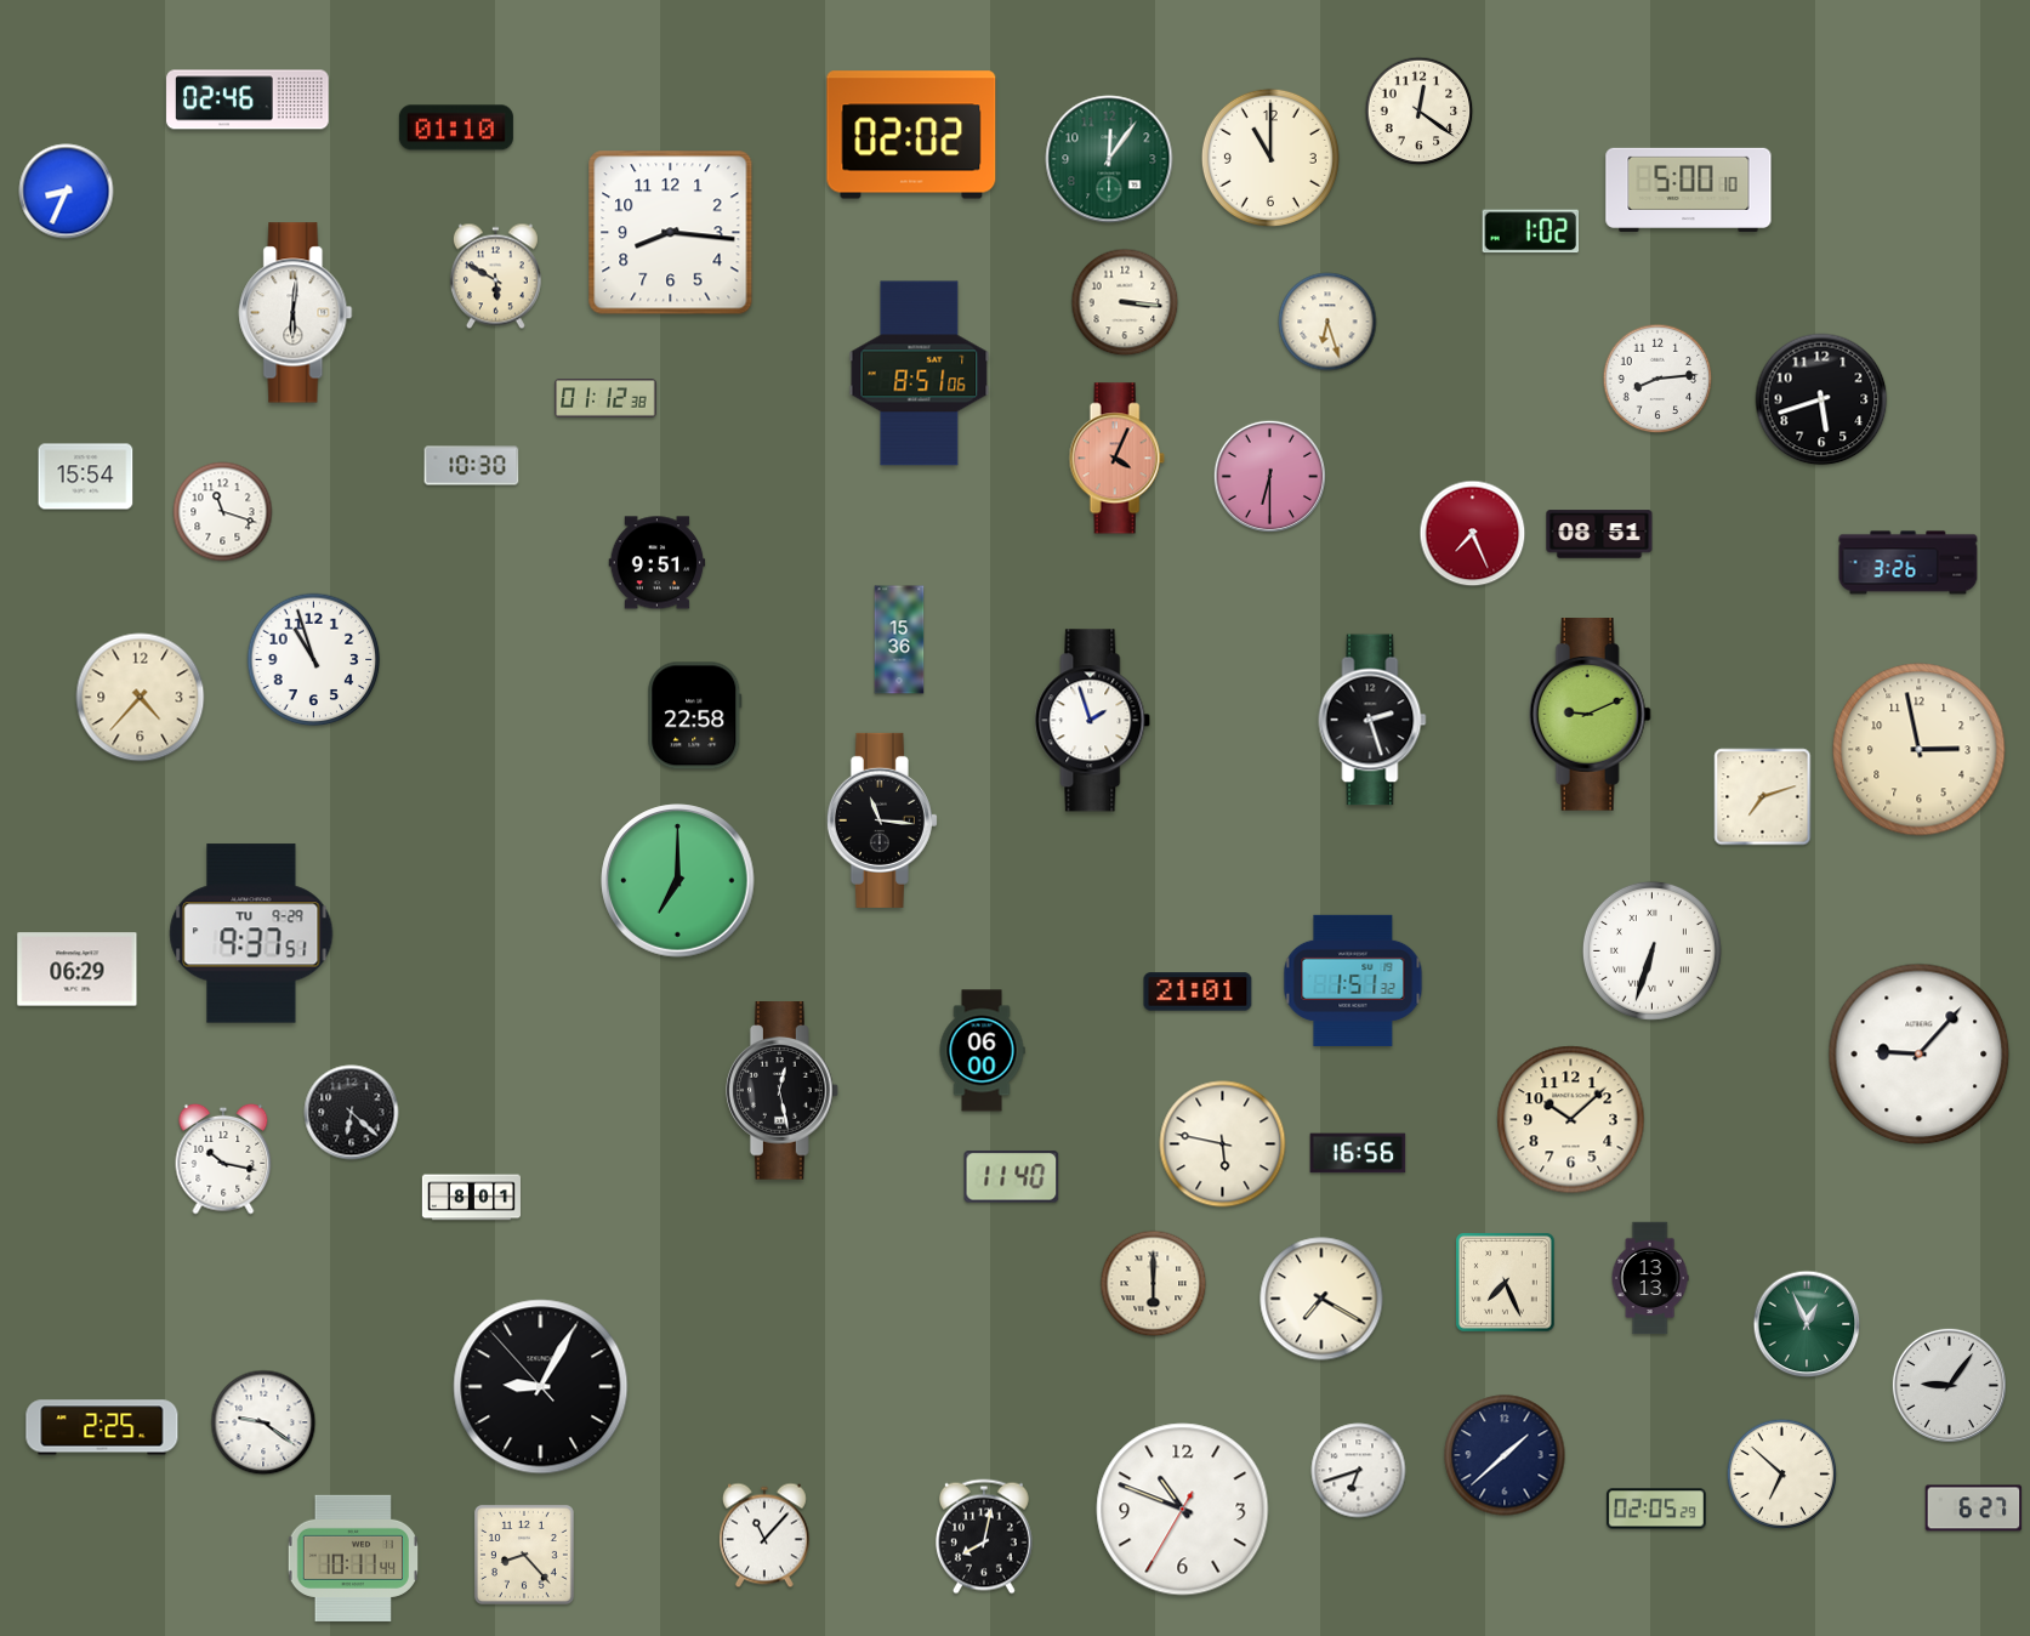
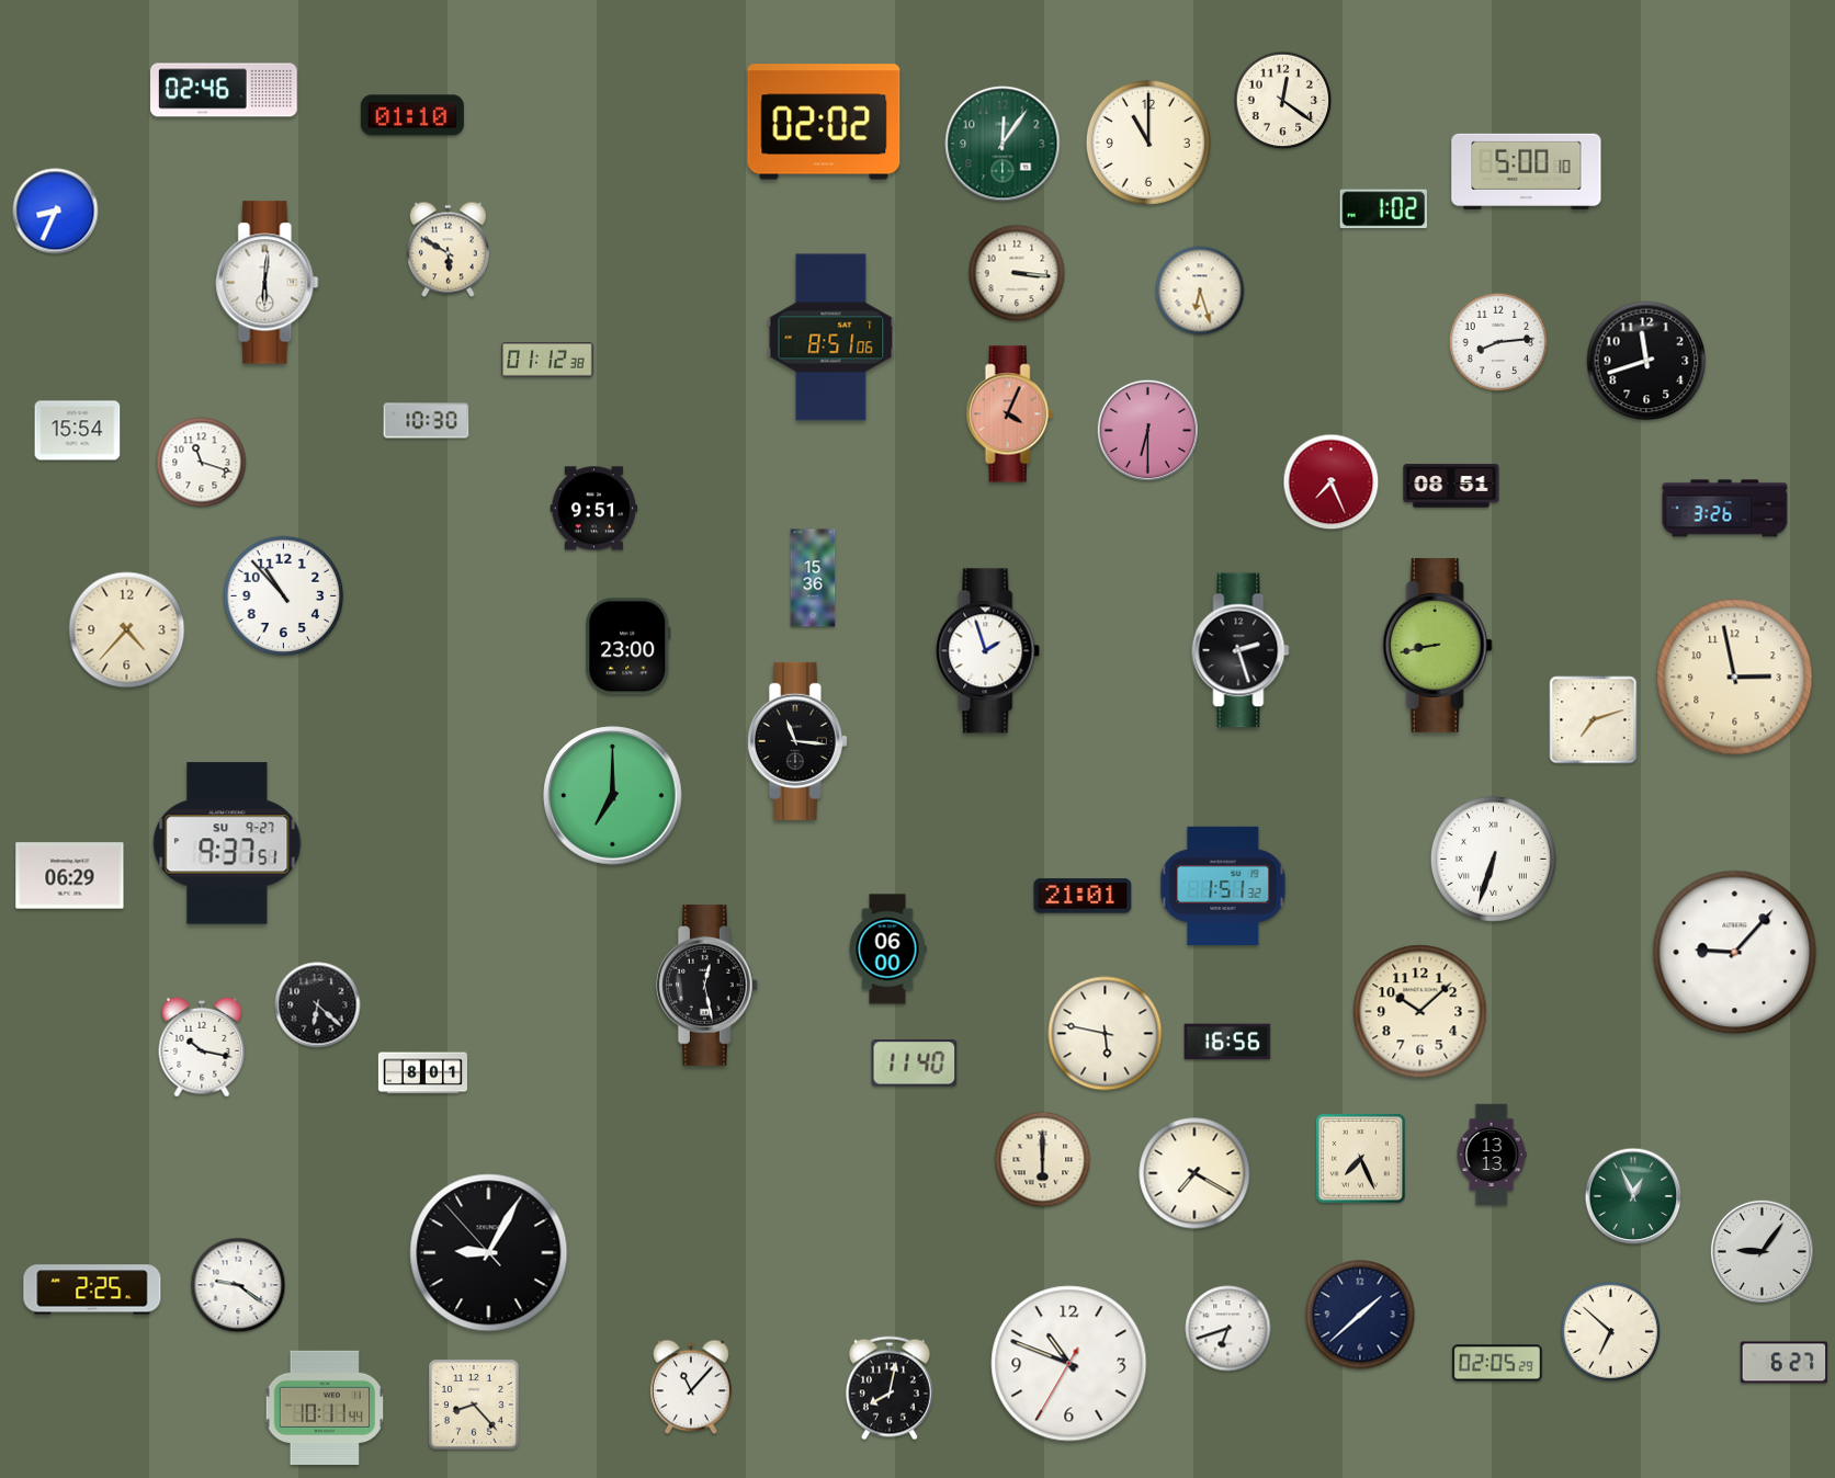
clock at (67, 192) position: (67, 192) -> (56, 212)
clock at (671, 233): 8:16 -> none
clock at (1821, 399): 5:42 -> 11:42
clock at (1599, 534) position: (1599, 534) -> (1451, 486)
clock at (314, 660): 10:57 -> 10:53
clock at (1590, 715): 9:11 -> 8:43
clock at (695, 716): 22:58 -> 23:00
clock at (251, 933) date: TU 9-29 -> SU 9-27
clock at (471, 1198) position: (471, 1198) -> (422, 1073)
clock at (352, 1558) position: (352, 1558) -> (324, 1408)
